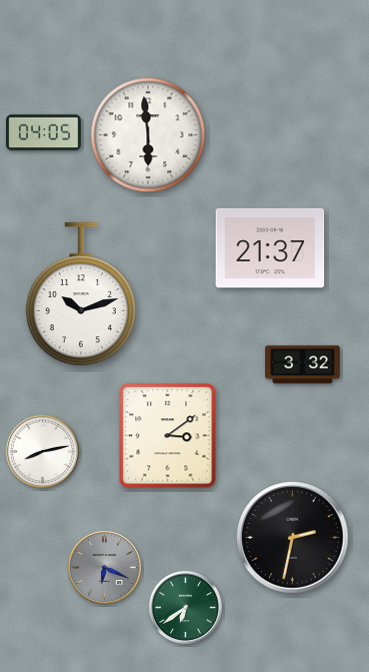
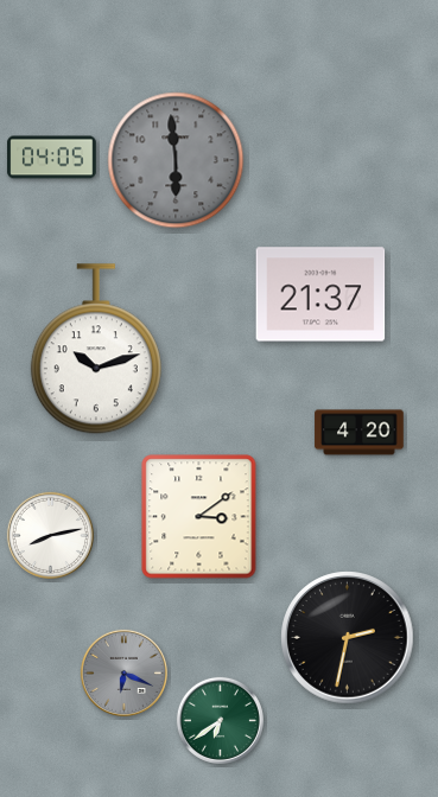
clock at (148, 135) dial: white -> grey
clock at (303, 365): 3:32 -> 4:20
